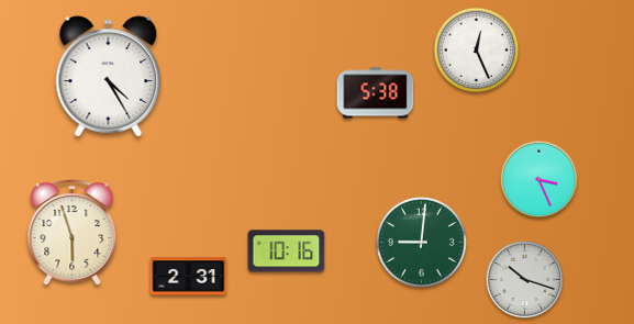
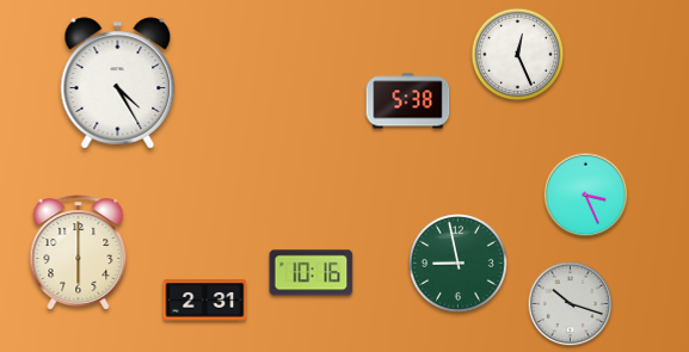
clock at (73, 233): 5:57 -> 6:00
clock at (422, 243): 9:01 -> 8:58
